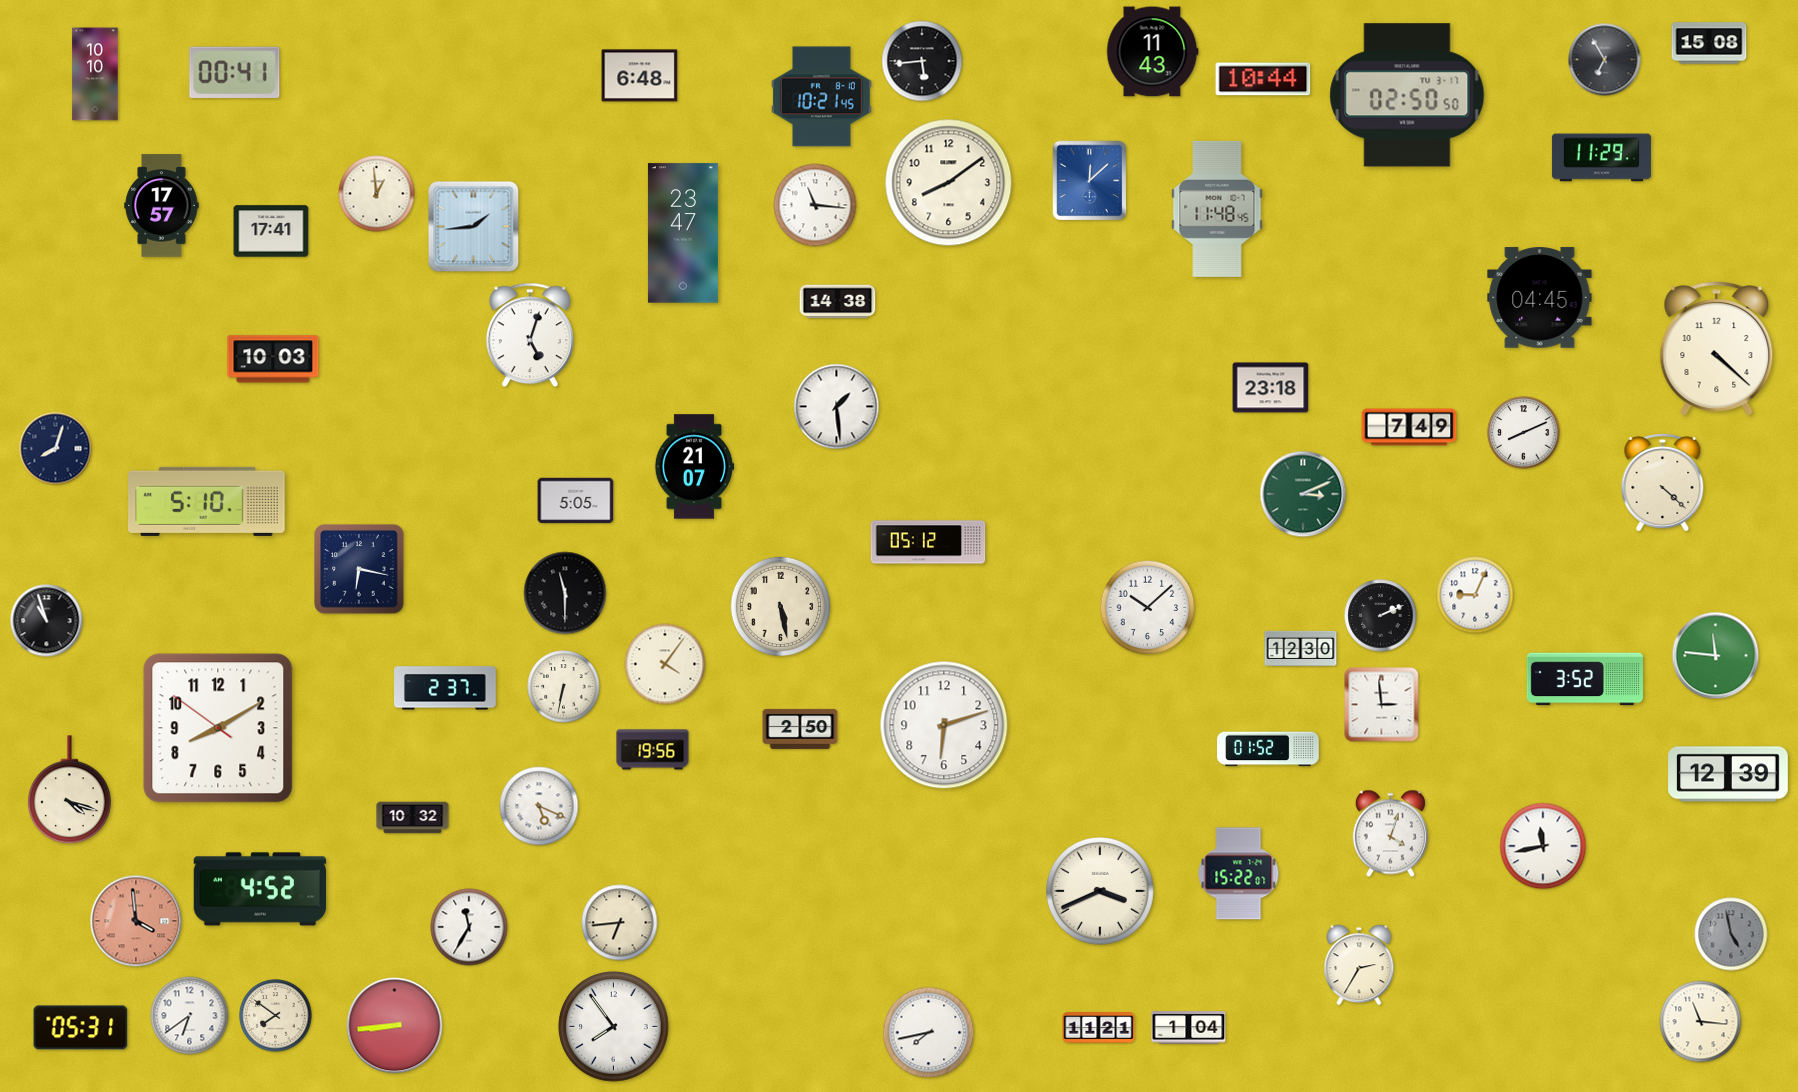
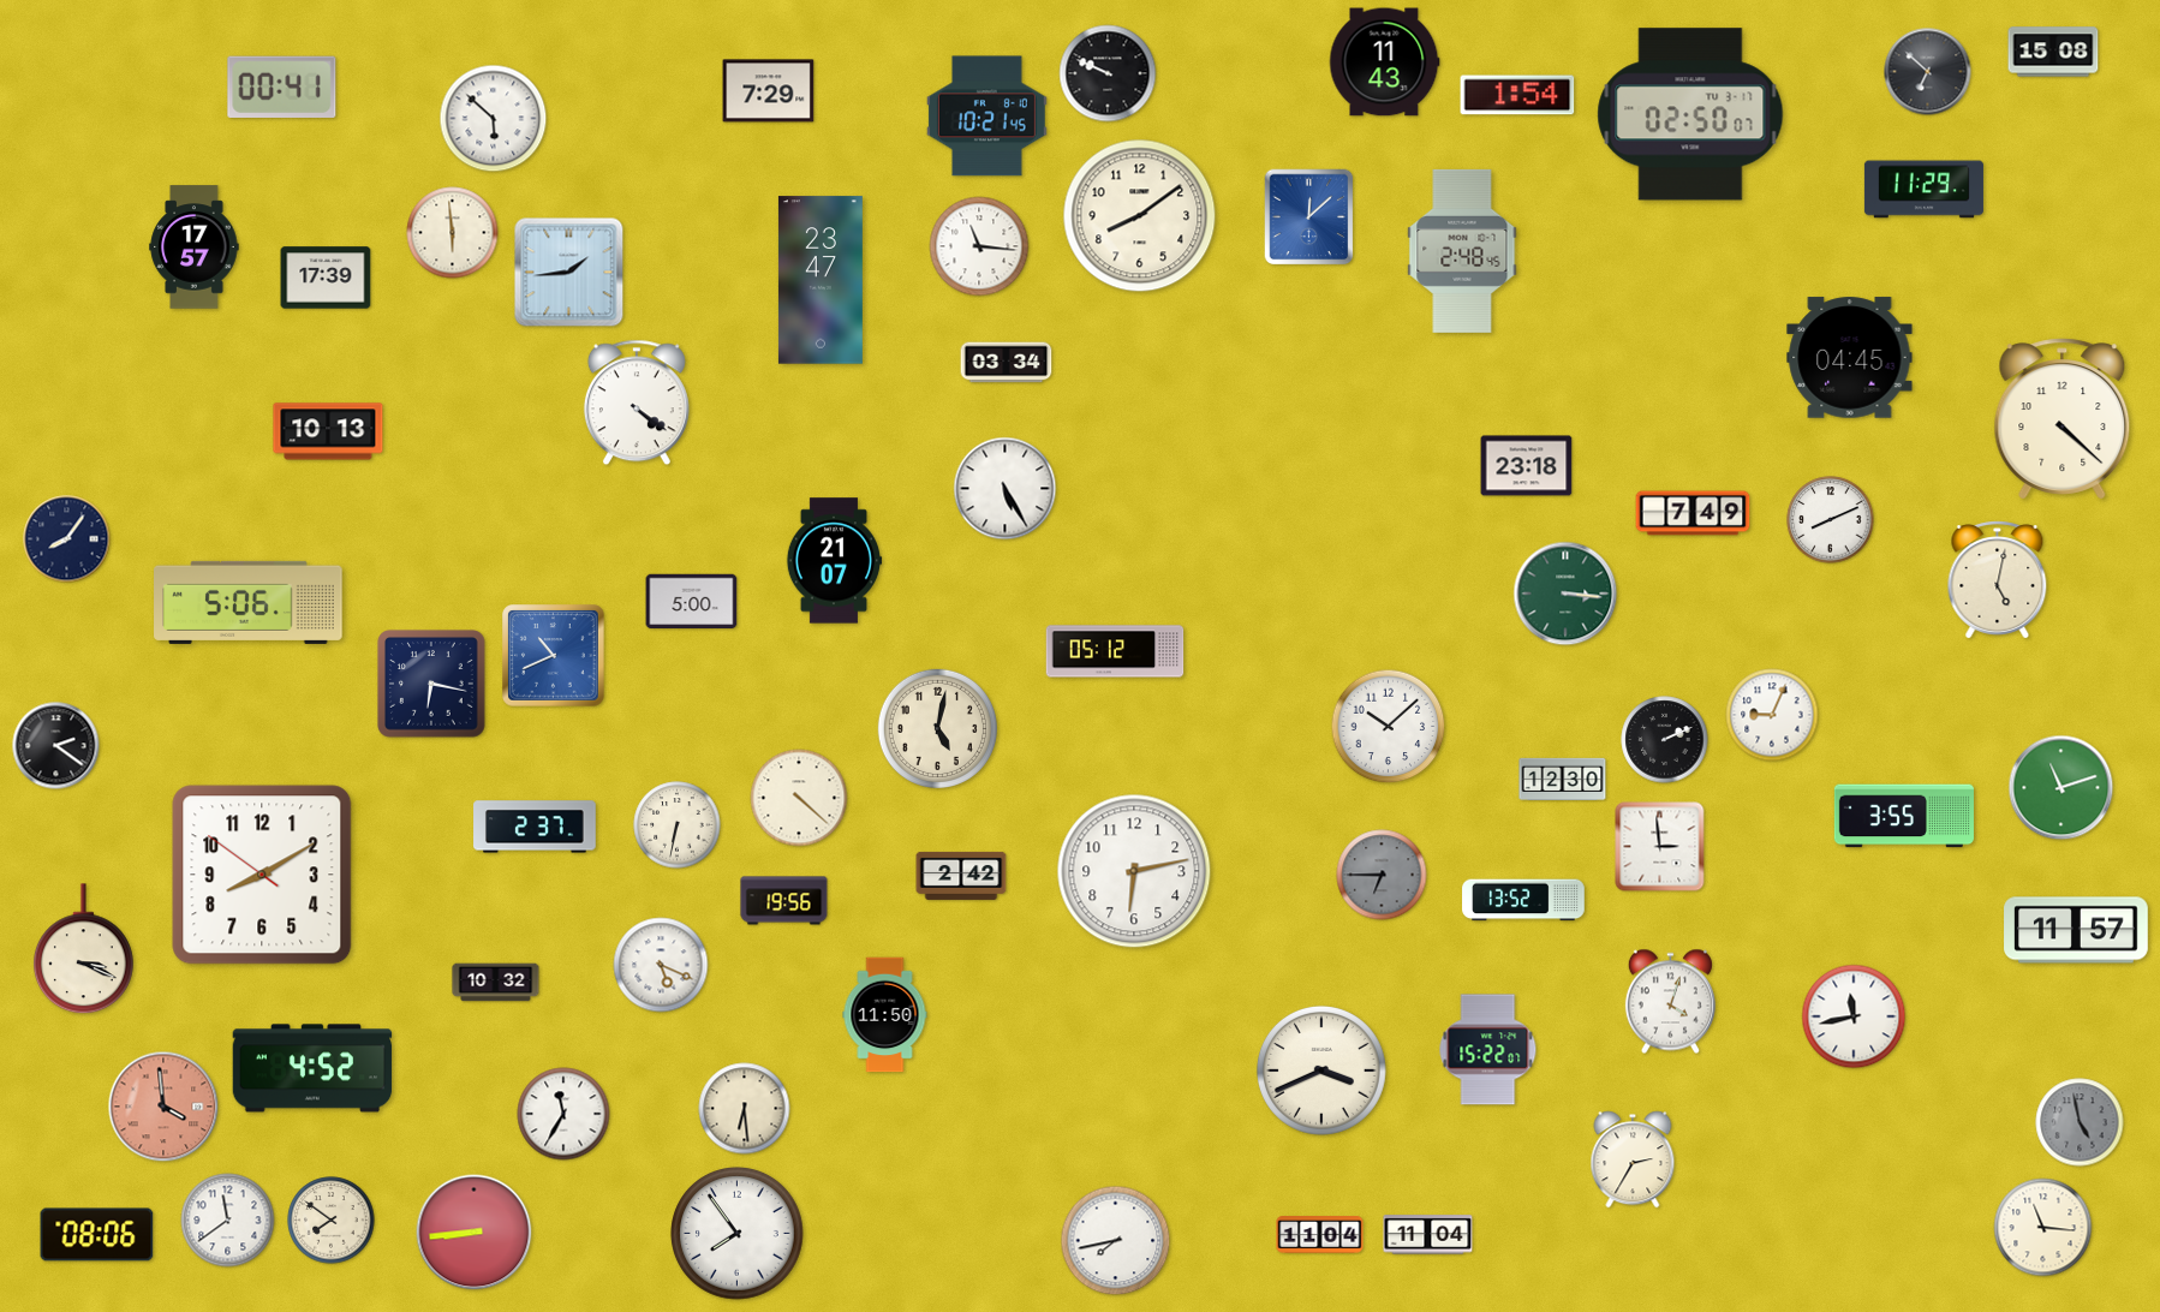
clock at (1605, 60): 6:55 -> 6:52
clock at (922, 61): 5:44 -> 9:49
clock at (95, 74): 10:10 -> none
clock at (640, 76): 6:48 -> 7:29
clock at (1263, 79): 10:44 -> 1:54
clock at (1407, 95): 02:50:50 -> 02:50:07
clock at (494, 119): none -> 5:52
clock at (949, 183) position: (949, 183) -> (1140, 216)
clock at (377, 194): 12:59 -> 5:59
clock at (1217, 209): 11:48 -> 2:48
clock at (271, 231): 17:41 -> 17:39
clock at (838, 302): 14:38 -> 03:34
clock at (530, 335): 5:03 -> 4:21
clock at (273, 359): 10:03 -> 10:13
clock at (837, 407): 1:29 -> 5:25
clock at (56, 449): 8:03 -> 8:06
clock at (1663, 483): 4:22 -> 5:02
clock at (1303, 494): 3:11 -> 3:16
clock at (207, 501): 5:10 -> 5:06
clock at (576, 501): 5:05 -> 5:00
clock at (554, 656): none -> 10:41
clock at (565, 593): 11:30 -> none
clock at (780, 606): 5:28 -> 5:02
clock at (1148, 608) position: (1148, 608) -> (1389, 727)
clock at (1381, 616) position: (1381, 616) -> (1665, 740)
clock at (47, 621): 10:57 -> 2:21
clock at (1716, 656): 11:46 -> 11:12
clock at (665, 664): 4:06 -> 4:22
clock at (1585, 679): 3:52 -> 3:55
clock at (944, 725): 6:12 -> 6:13
clock at (1382, 875): none -> 6:45
clock at (800, 729): 2:50 -> 2:42
clock at (1268, 749): 01:52 -> 13:52
clock at (1728, 774): 12:39 -> 11:57
clock at (69, 790): 4:18 -> 3:19
clock at (539, 806) position: (539, 806) -> (661, 965)
clock at (885, 1015): none -> 11:50
clock at (620, 923): 6:44 -> 6:29
clock at (190, 1016): 6:39 -> 11:39
clock at (81, 1028): 05:31 -> 08:06
clock at (1099, 1028): 11:21 -> 11:04
clock at (1189, 1028): 1:04 -> 11:04
